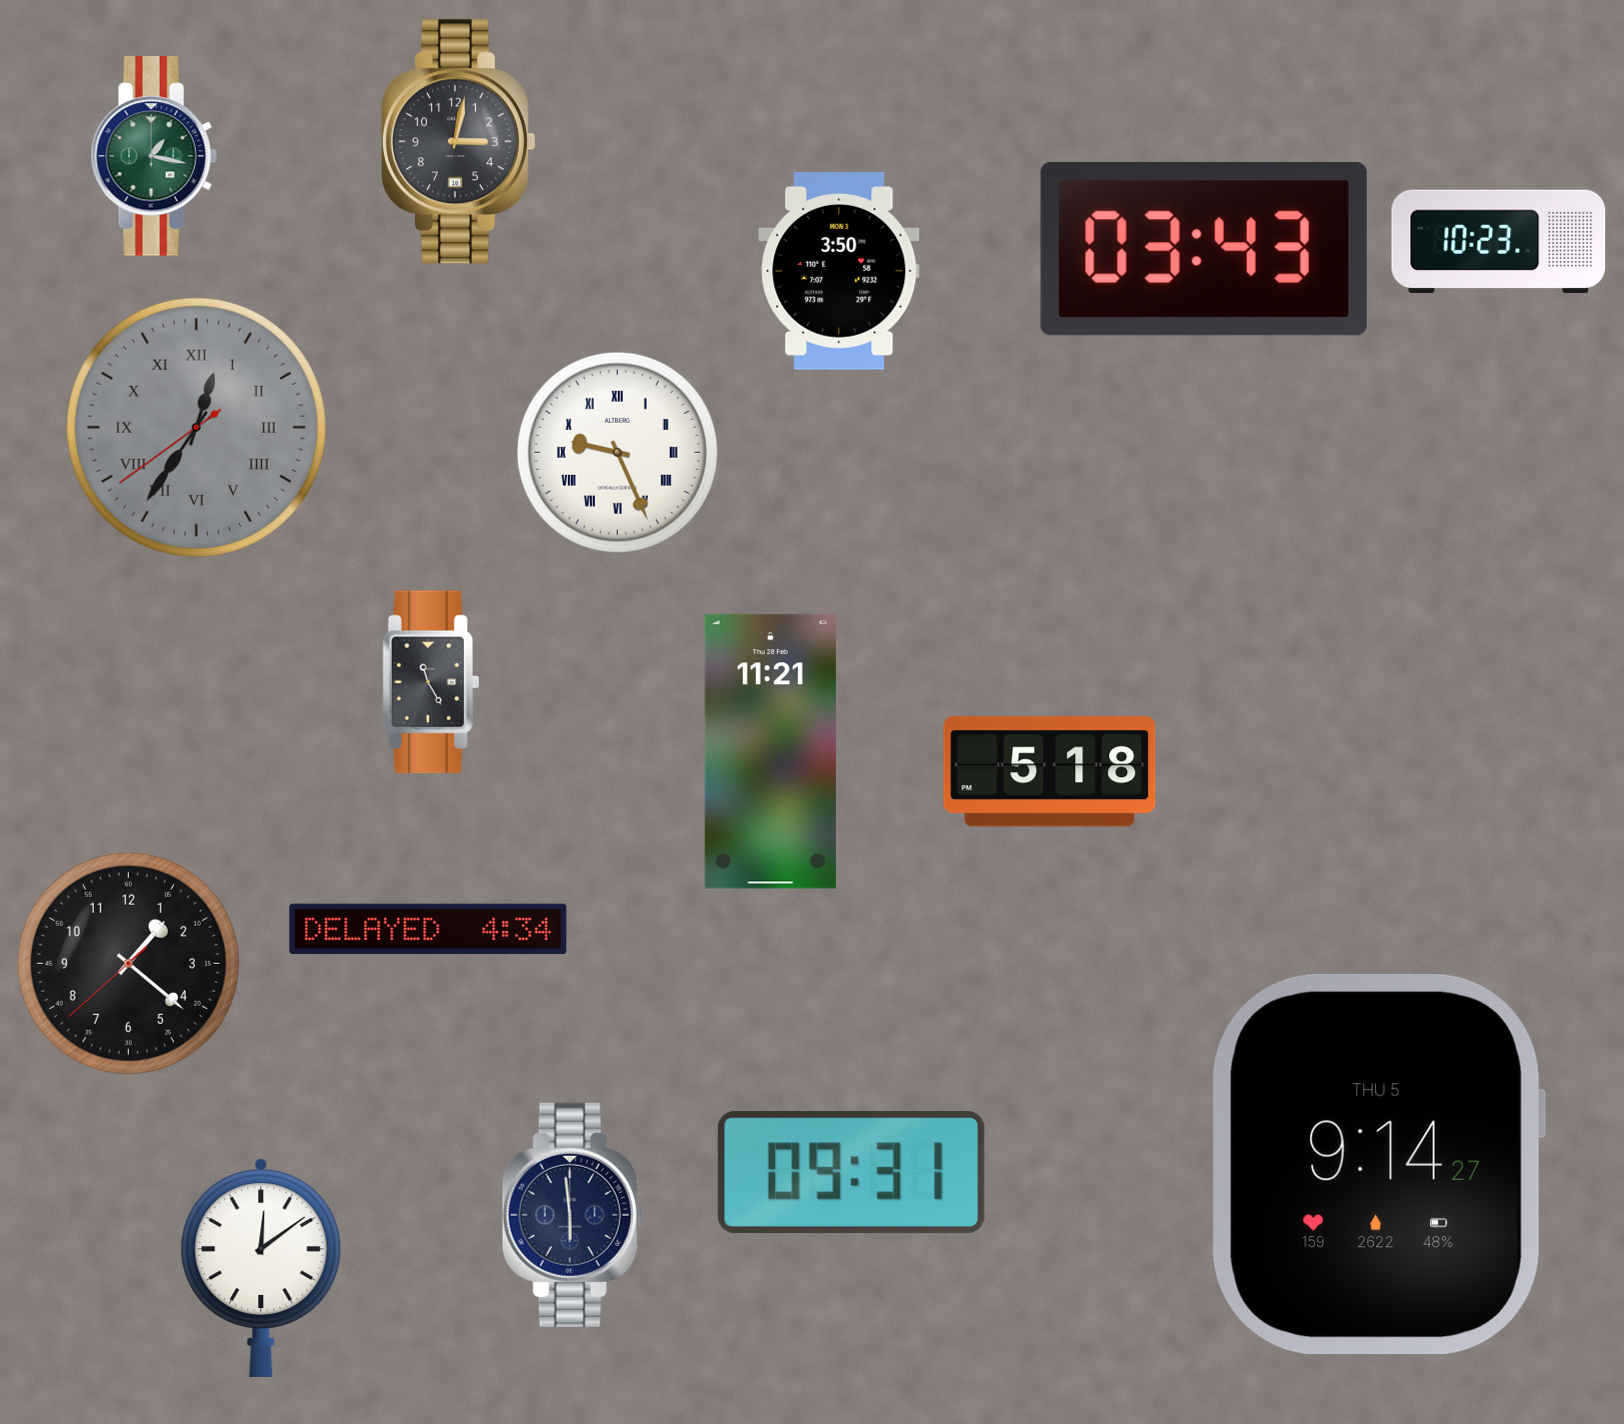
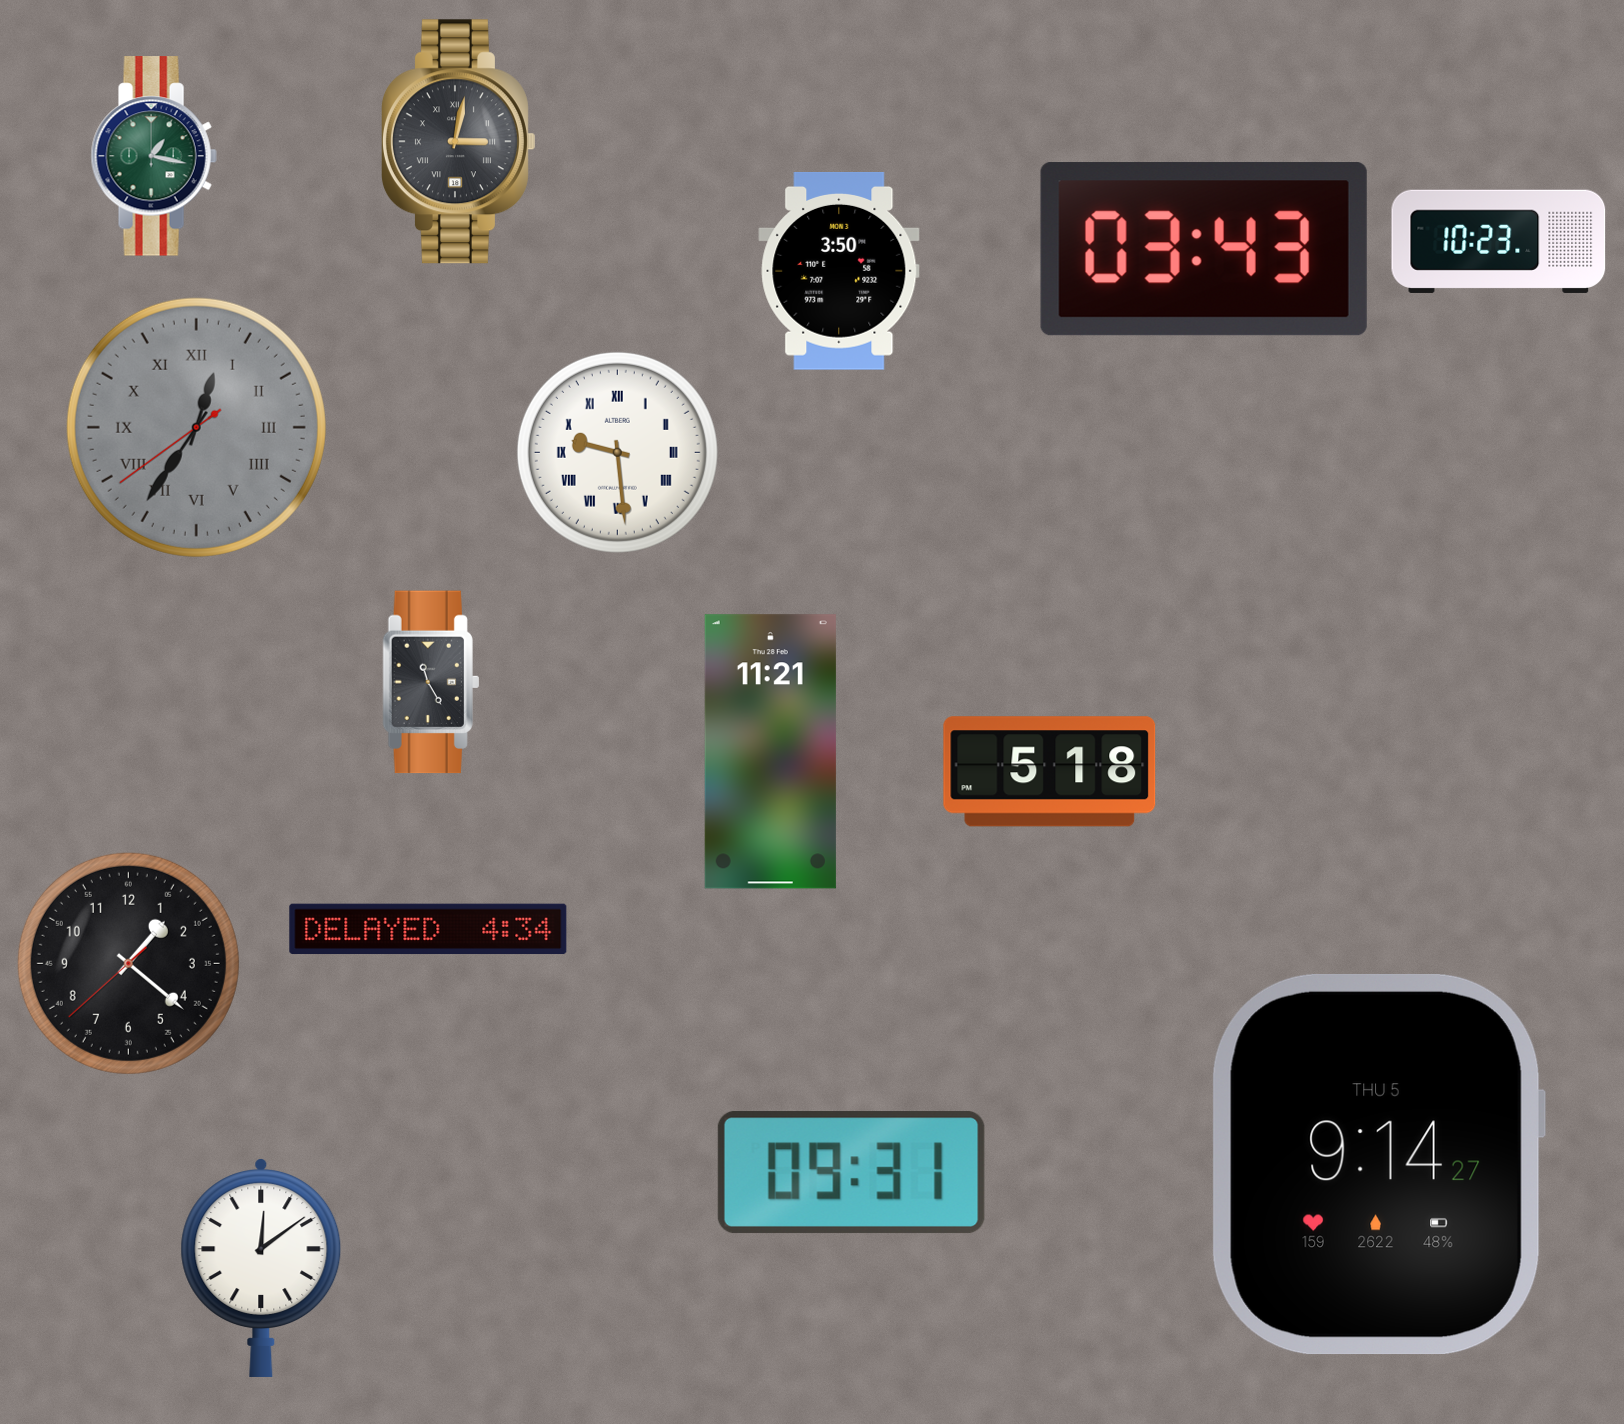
clock at (458, 142) numerals: Arabic -> Roman
clock at (617, 452): 9:26 -> 9:29
clock at (573, 1215): 5:59 -> none
